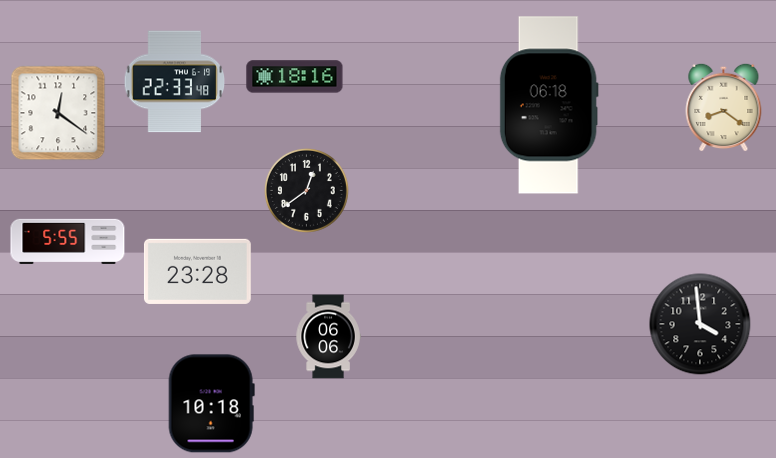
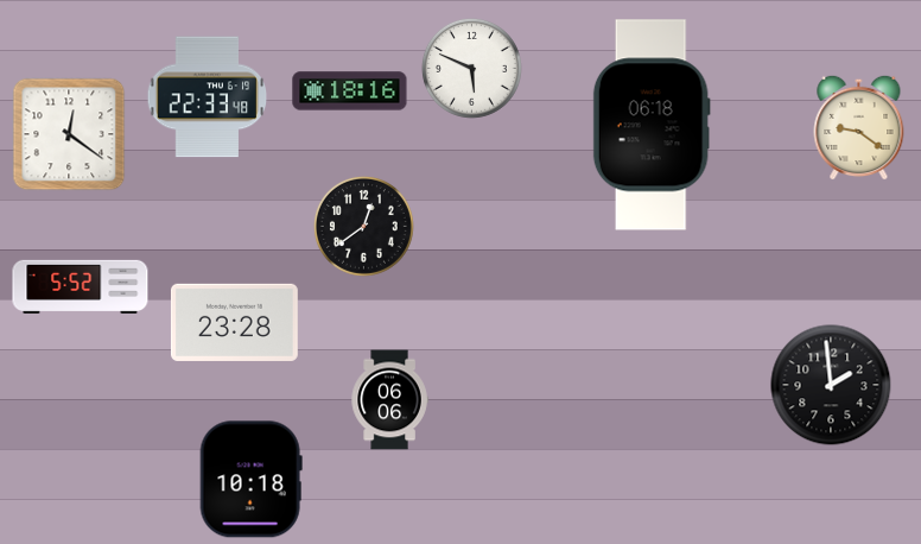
clock at (471, 68): none -> 5:49
clock at (724, 107): 8:21 -> 9:21
clock at (68, 241): 5:55 -> 5:52
clock at (700, 324): 3:59 -> 1:59
